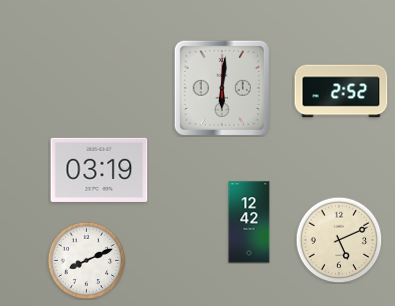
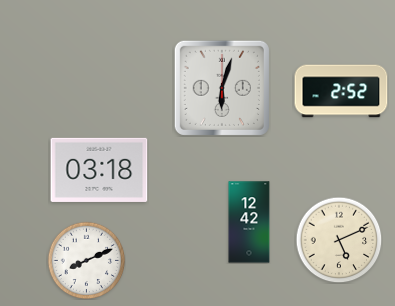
clock at (222, 88): 6:01 -> 6:03
clock at (99, 170): 03:19 -> 03:18
